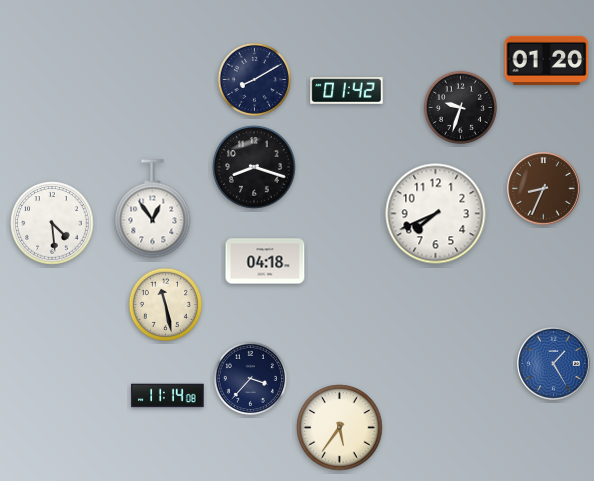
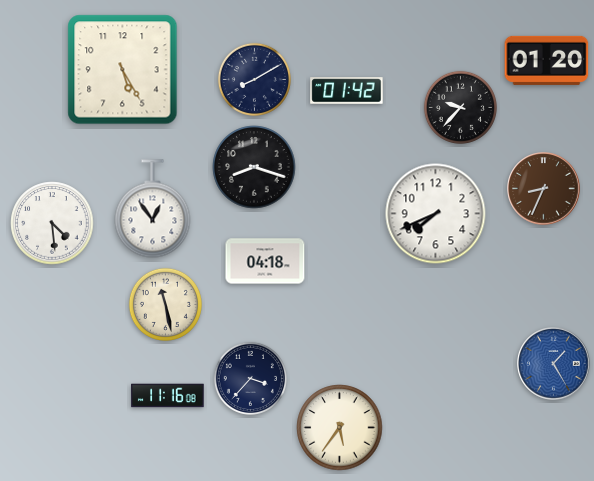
clock at (123, 70): none -> 5:25
clock at (460, 107): 9:33 -> 9:37
clock at (168, 396): 11:14 -> 11:16
